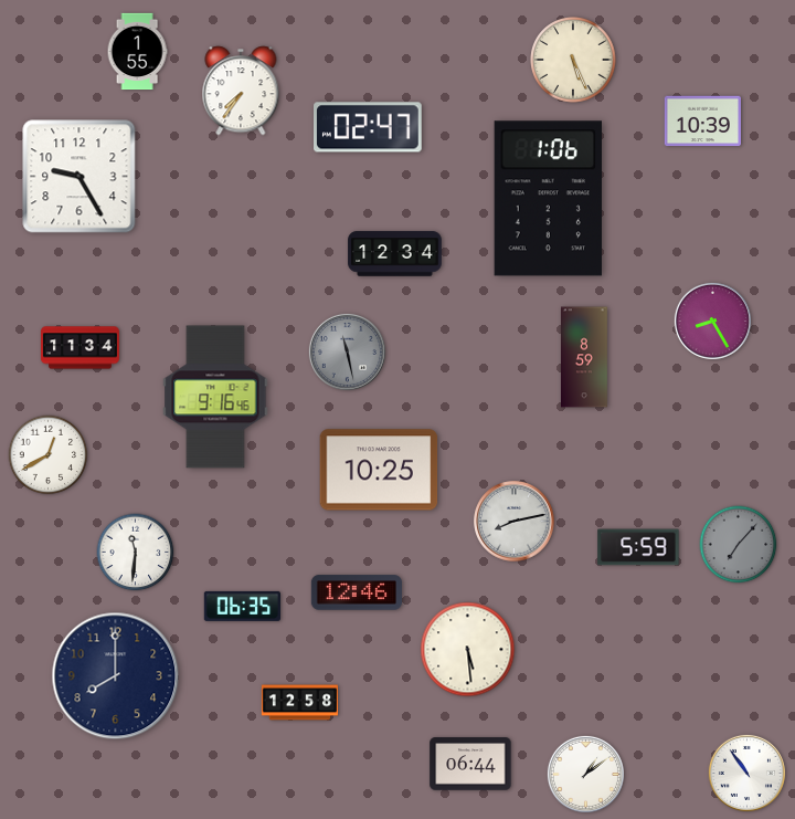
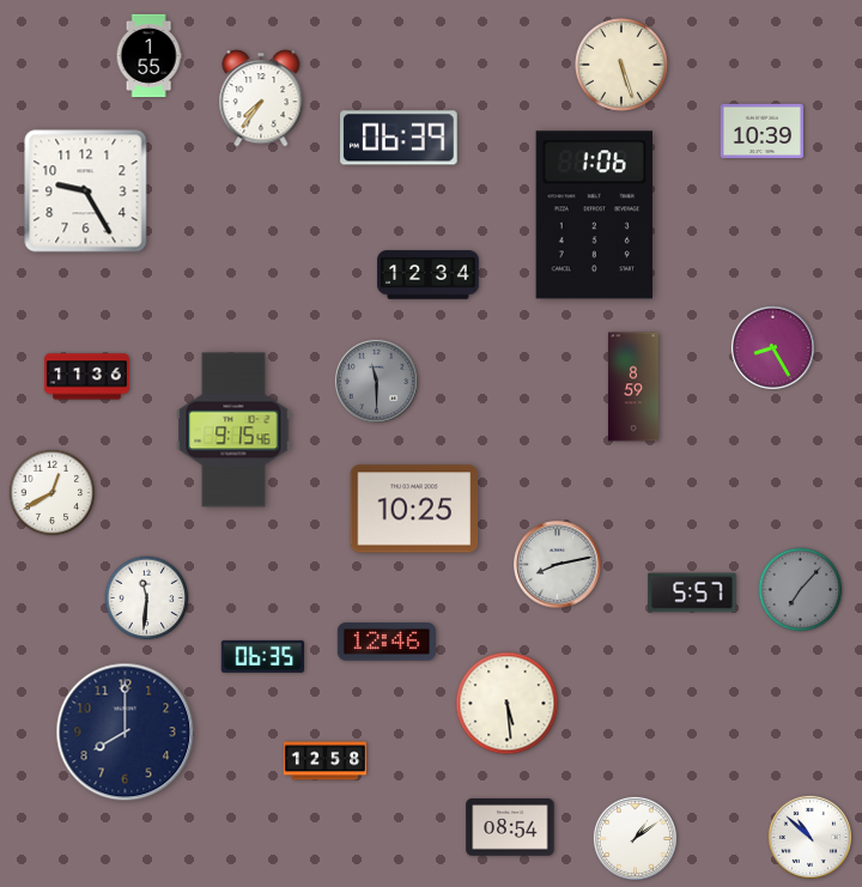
clock at (573, 60): 5:26 -> 5:27
clock at (368, 127): 02:47 -> 06:39
clock at (79, 348): 11:34 -> 11:36
clock at (347, 351): 11:28 -> 11:30
clock at (215, 397): 9:16 -> 9:15
clock at (379, 470) position: (379, 470) -> (414, 509)
clock at (638, 547): 5:59 -> 5:57
clock at (470, 764): 06:44 -> 08:54
clock at (746, 773): 10:54 -> 10:52
